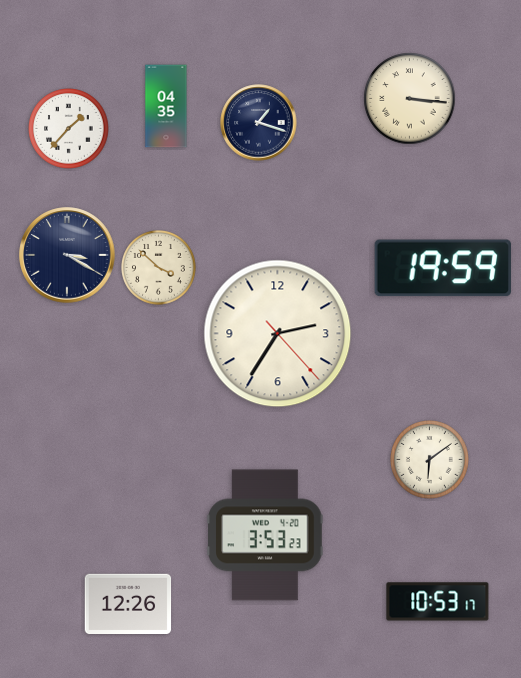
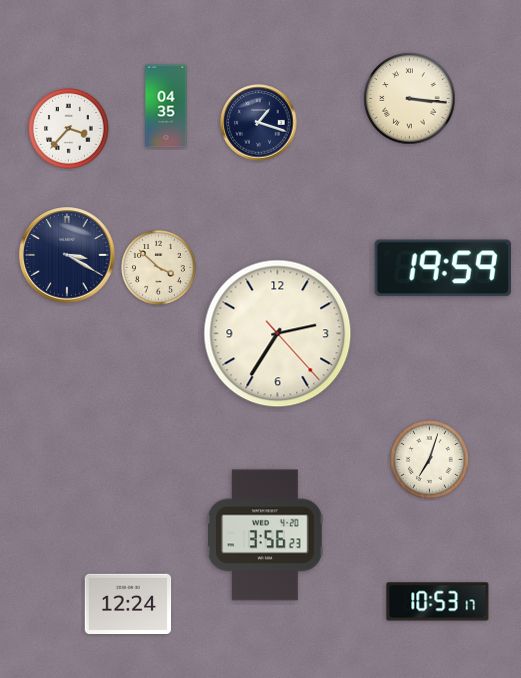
clock at (69, 129): 1:37 -> 3:37
clock at (430, 460): 6:09 -> 7:03
clock at (265, 535): 3:53 -> 3:56
clock at (128, 604): 12:26 -> 12:24
